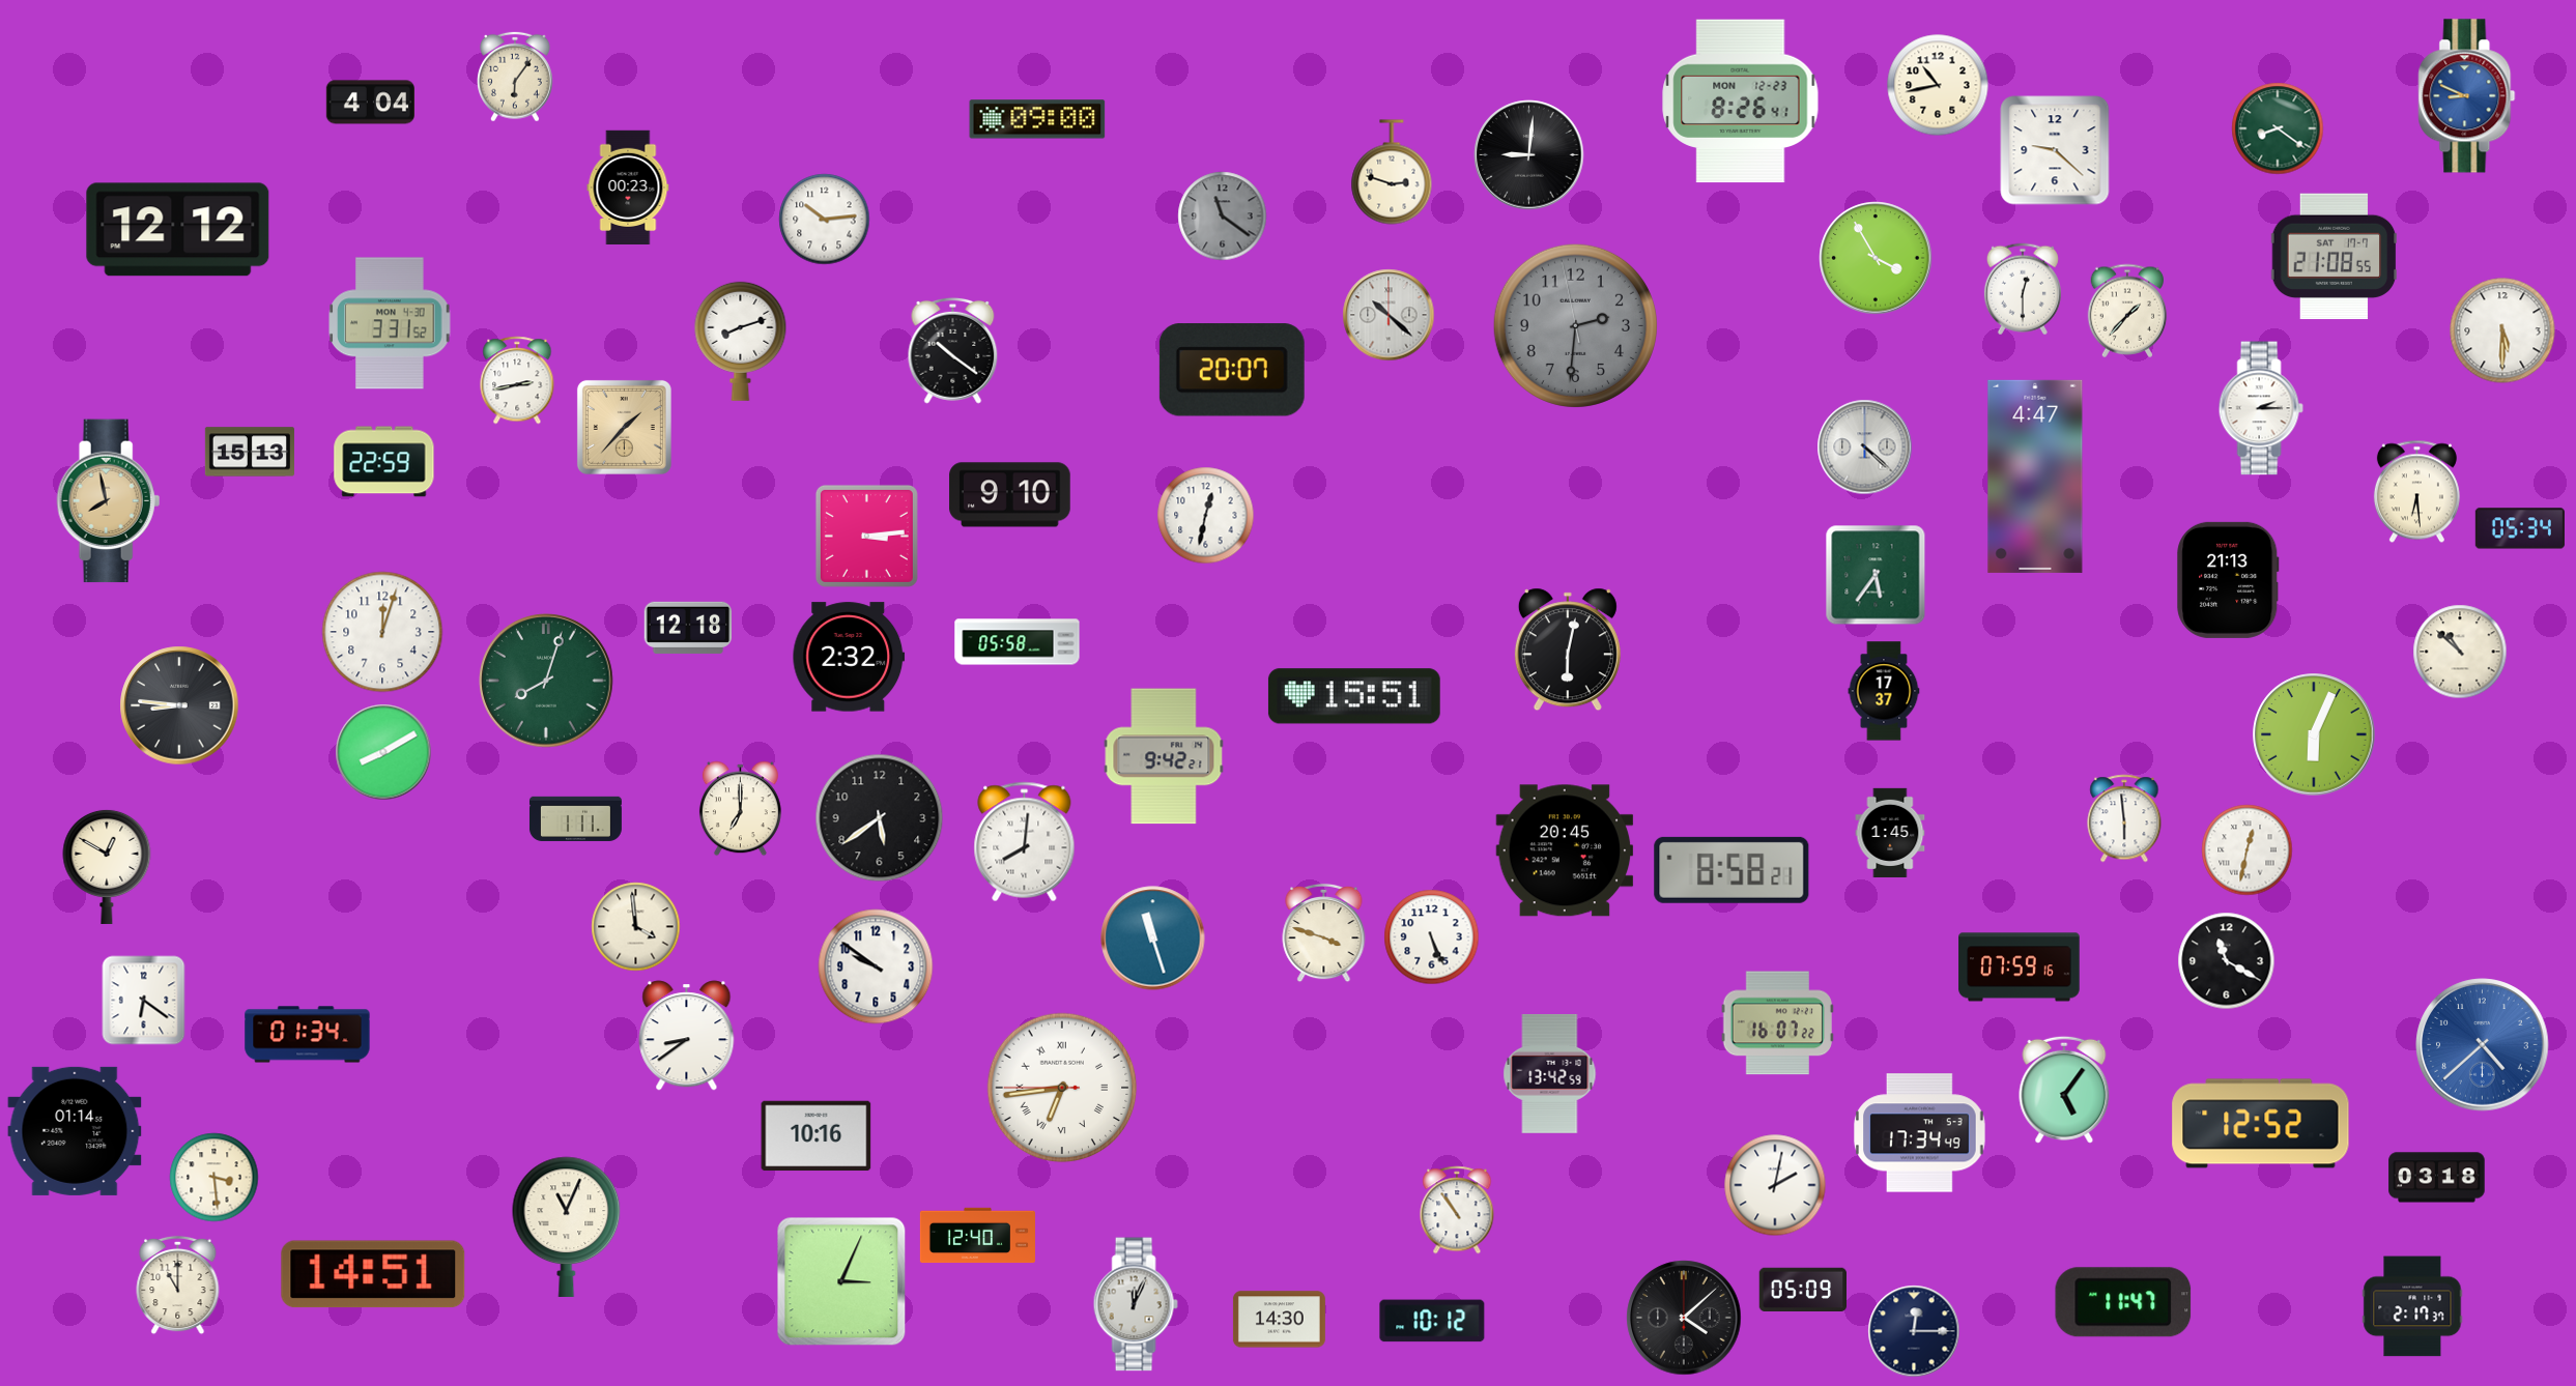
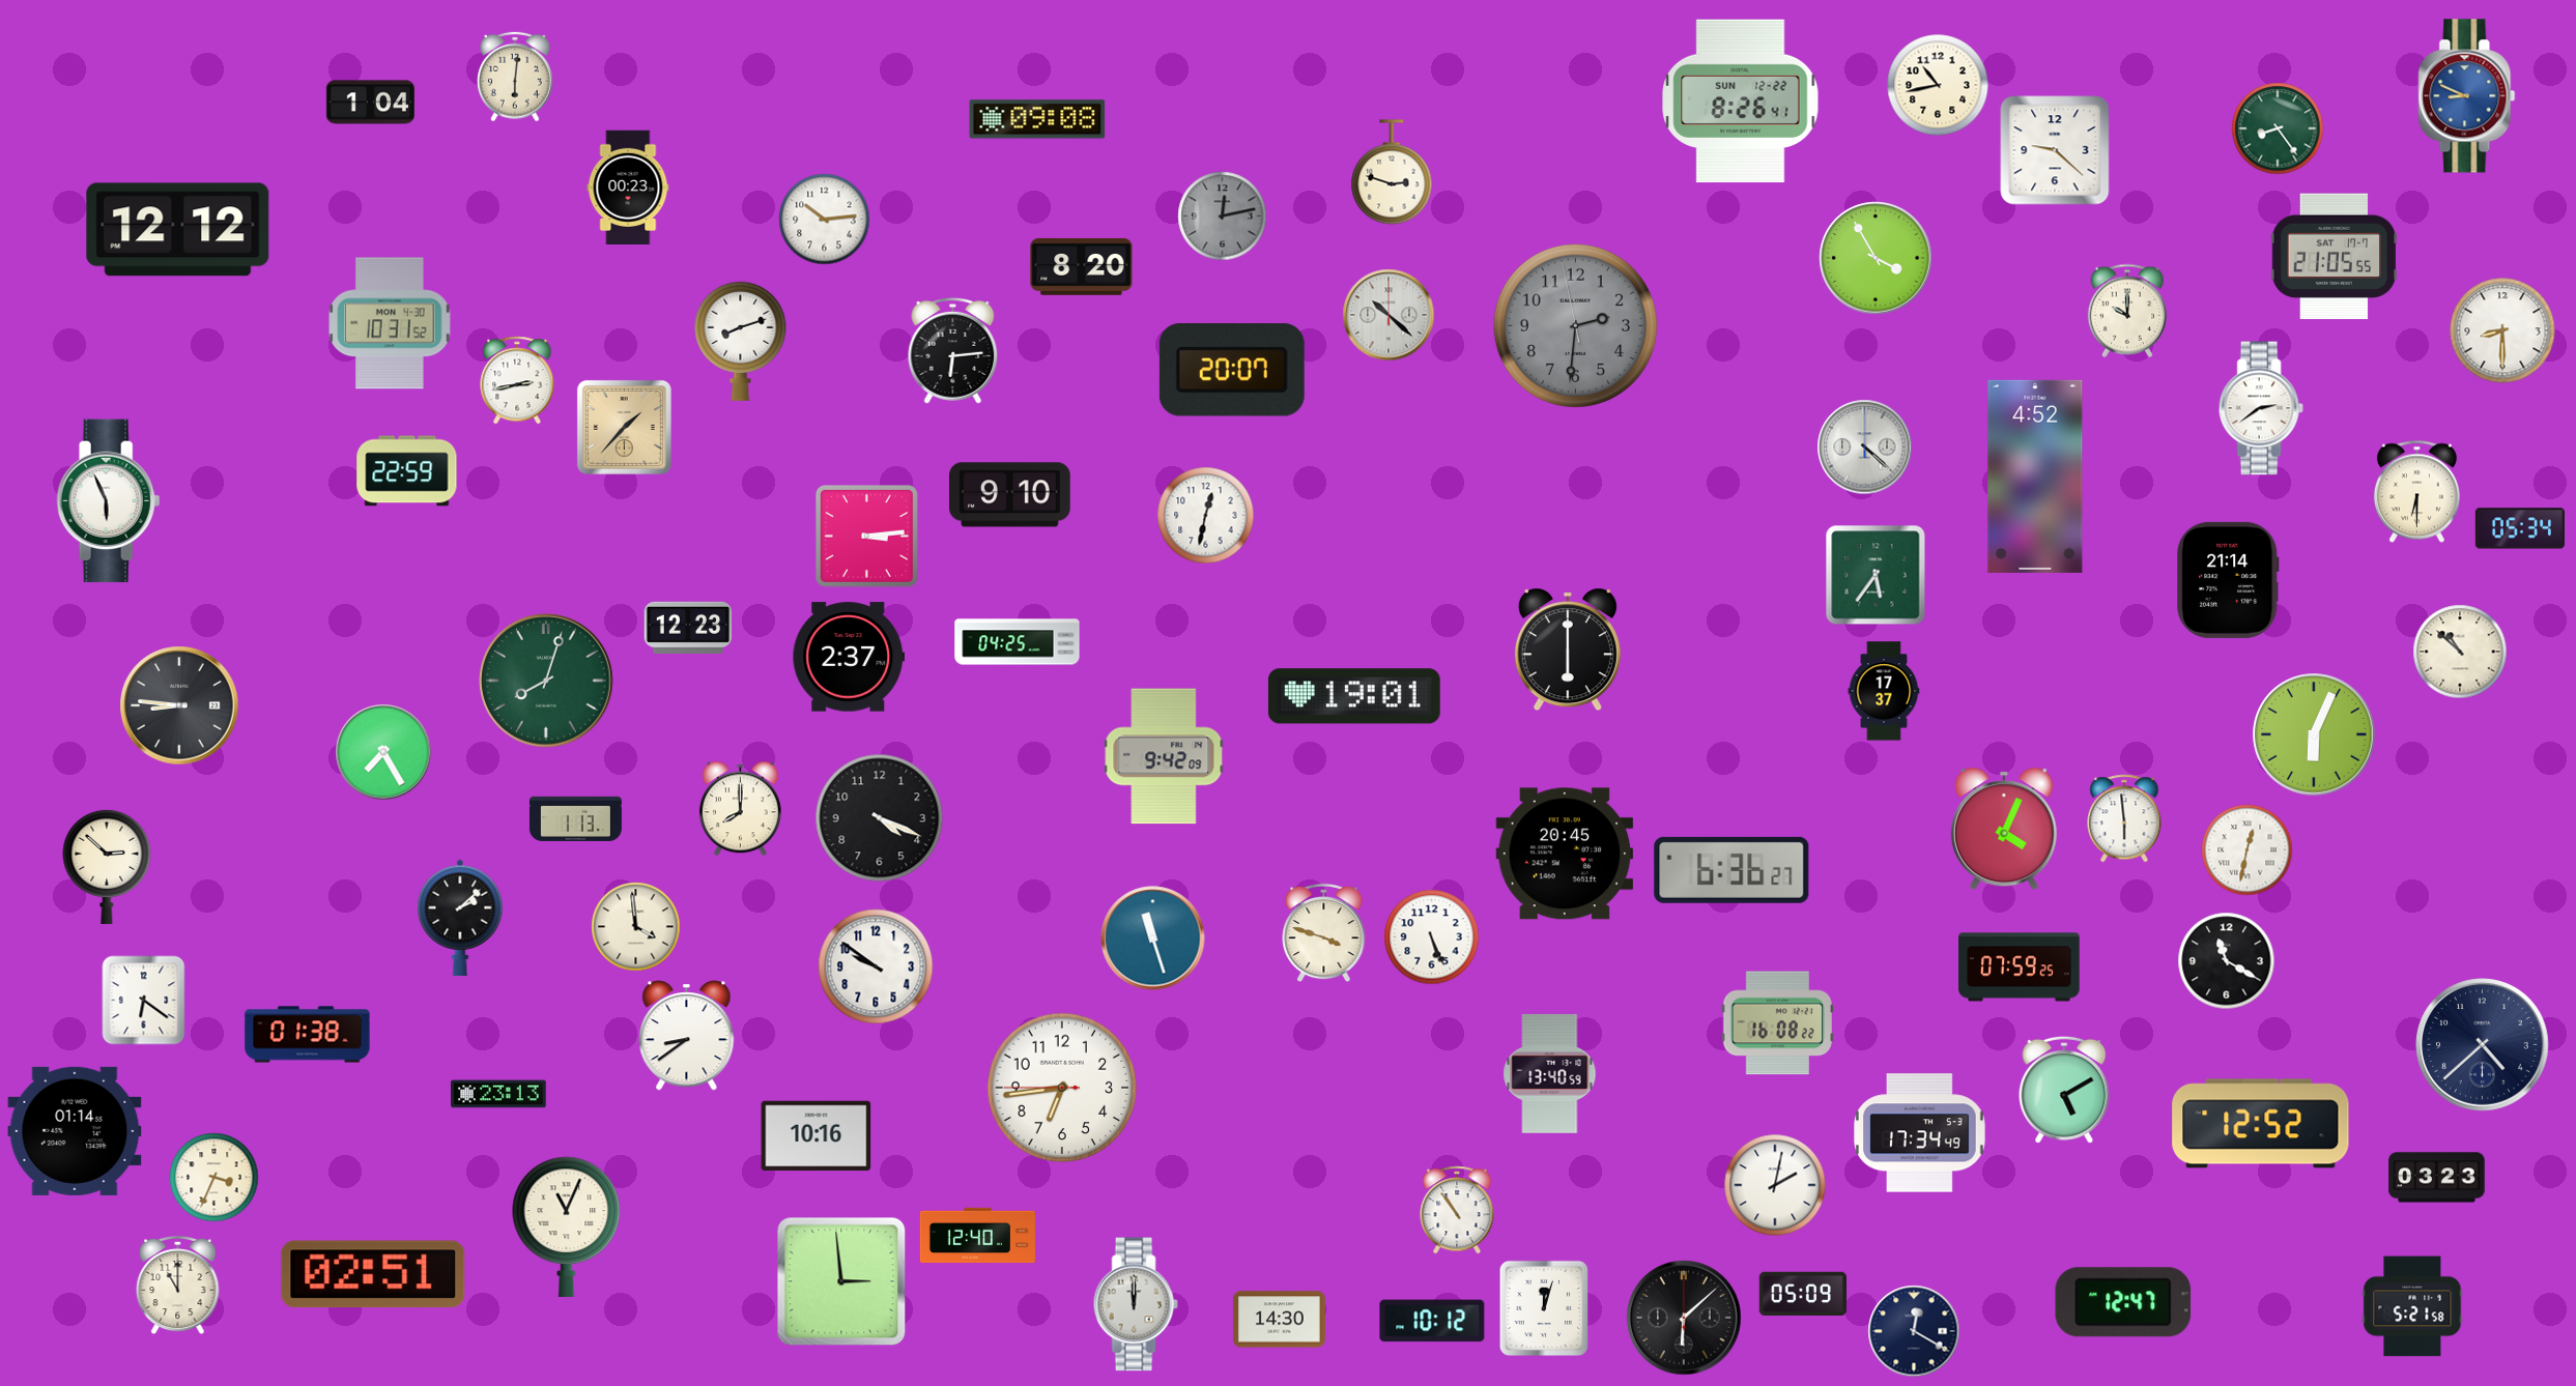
clock at (516, 77): 6:06 -> 6:01
clock at (1741, 102) date: MON 12-23 -> SUN 12-22
clock at (370, 103): 4:04 -> 1:04
clock at (1037, 119): 09:00 -> 09:08
clock at (2278, 128): 8:21 -> 8:24
clock at (1529, 155): 9:01 -> none
clock at (1223, 216): 11:21 -> 12:13
clock at (2335, 257): 21:08 -> 21:05
clock at (1082, 266): none -> 8:20
clock at (2023, 289): 12:30 -> none
clock at (2127, 311): 1:37 -> 10:00
clock at (390, 323): 3:31 -> 10:31
clock at (2502, 330): 5:30 -> 8:30
clock at (953, 350): 10:21 -> 6:14
clock at (2261, 408): 2:15 -> 2:39
clock at (250, 452): 15:13 -> none
clock at (384, 462) position: (384, 462) -> (407, 471)
clock at (2035, 477): 4:47 -> 4:52
clock at (2416, 492): 6:29 -> 6:30
clock at (109, 501): 7:58 -> 5:56
clock at (109, 501) dial: champagne -> white
clock at (2228, 580): 21:13 -> 21:14
clock at (688, 628): 12:18 -> 12:23
clock at (382, 632): 12:03 -> none
clock at (1018, 642): 05:58 -> 04:25
clock at (1568, 649): 6:02 -> 6:00
clock at (849, 657): 2:32 -> 2:37
clock at (1354, 696): 15:51 -> 19:01
clock at (383, 752): 8:10 -> 7:25
clock at (1164, 756): 9:42:21 -> 9:42:09
clock at (740, 809): 7:00 -> 8:00
clock at (575, 818): 1:11 -> 1:13
clock at (880, 818): 5:39 -> 4:19
clock at (2004, 829): none -> 4:04
clock at (1890, 833): 1:45 -> none
clock at (1025, 842): 8:01 -> none
clock at (1565, 850) position: (1565, 850) -> (1565, 854)
clock at (107, 866): 12:50 -> 2:52
clock at (1731, 870): 8:58 -> 6:36
clock at (460, 918): none -> 2:08
clock at (2020, 968): 07:59:16 -> 07:59:25
clock at (1777, 1023): 16:07 -> 16:08
clock at (308, 1035): 01:34 -> 01:38
clock at (2483, 1045) dial: blue -> navy
clock at (1550, 1073): 13:42 -> 13:40
clock at (1062, 1088) numerals: Roman -> Arabic
clock at (2064, 1090): 5:06 -> 5:10
clock at (498, 1094): none -> 23:13
clock at (214, 1178): 3:29 -> 3:34
clock at (2437, 1178): 03:18 -> 03:23
clock at (373, 1274): 14:51 -> 02:51
clock at (841, 1281): 3:04 -> 2:59
clock at (1803, 1289) position: (1803, 1289) -> (1803, 1293)
clock at (2123, 1302): 11:47 -> 12:47
clock at (1136, 1304): 12:04 -> 12:00
clock at (2412, 1306): 2:17 -> 5:21
clock at (1543, 1307): none -> 12:03
clock at (1684, 1318): 4:08 -> 6:08
clock at (1914, 1331): 12:15 -> 12:20
